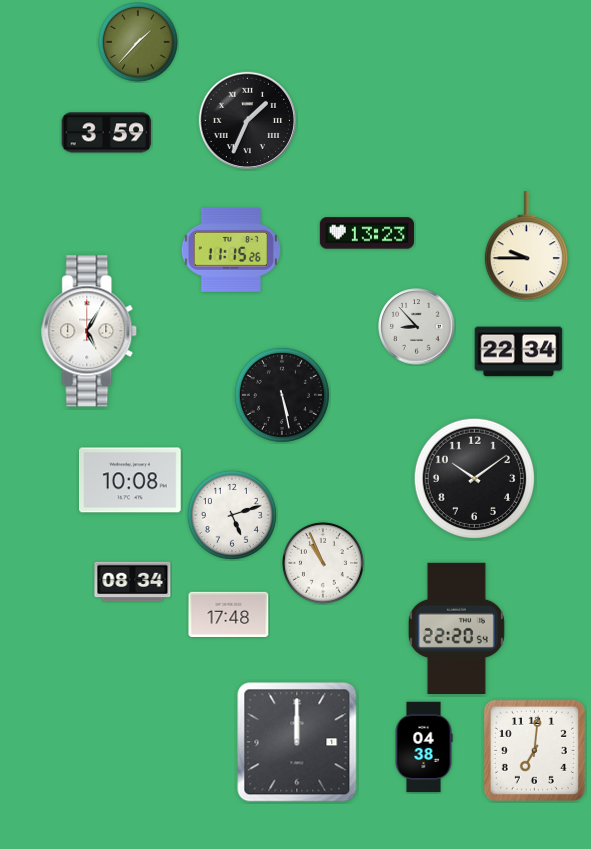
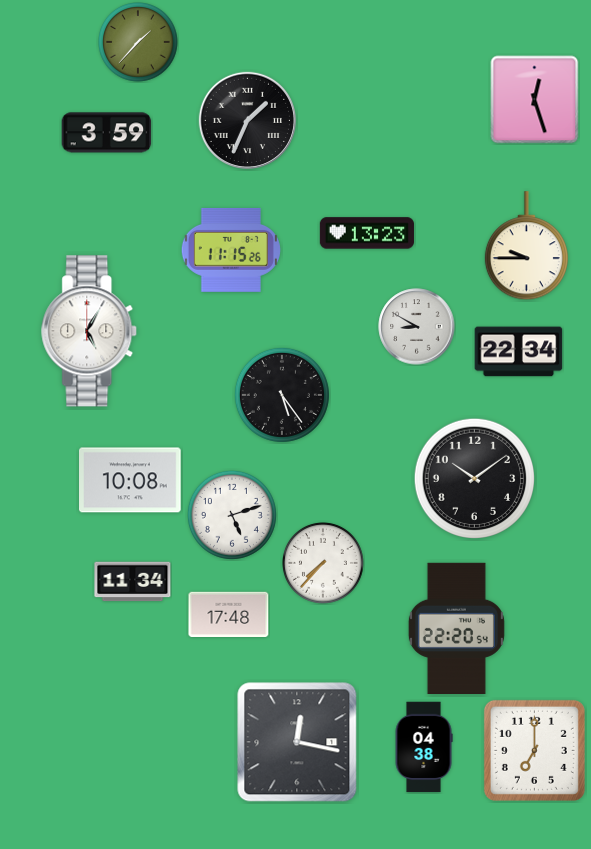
clock at (535, 100): none -> 12:27
clock at (417, 327): 8:53 -> 8:50
clock at (282, 395): 5:28 -> 5:24
clock at (324, 564): 10:56 -> 7:37
clock at (133, 582): 08:34 -> 11:34
clock at (297, 742): 12:00 -> 12:17
clock at (534, 750): 7:01 -> 7:00
